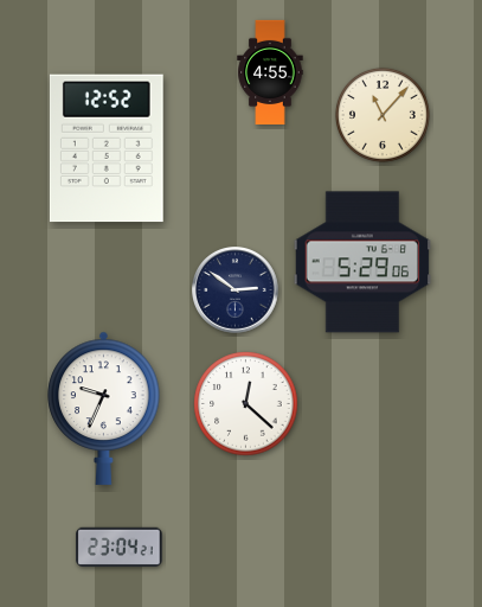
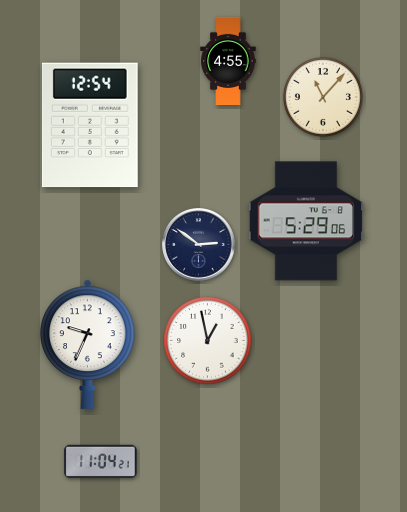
clock at (107, 148): 12:52 -> 12:54
clock at (246, 404): 12:22 -> 12:58
clock at (120, 547): 23:04 -> 11:04
